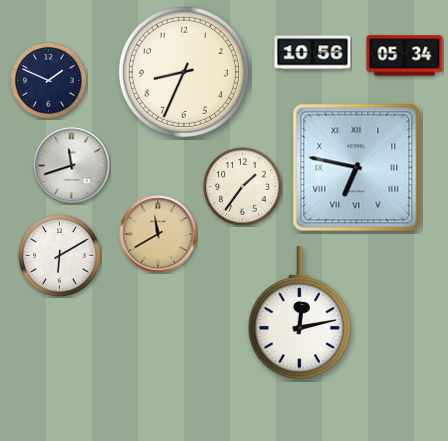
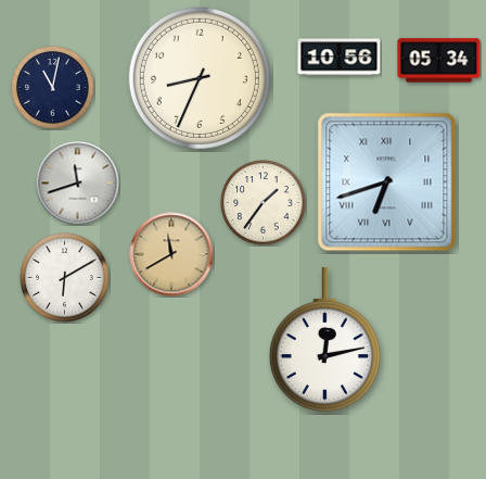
clock at (49, 81): 1:49 -> 11:02
clock at (72, 166) position: (72, 166) -> (78, 184)
clock at (357, 168): 6:47 -> 6:42
